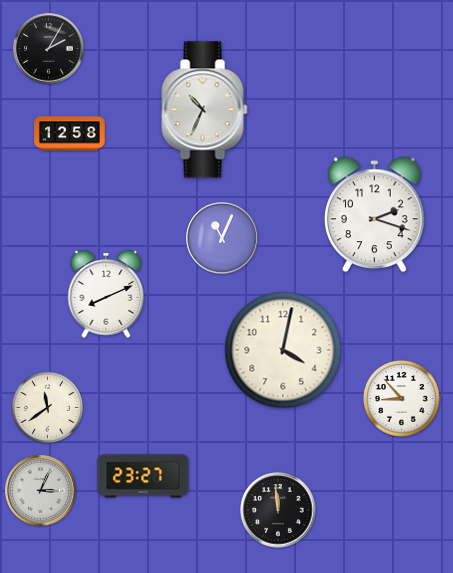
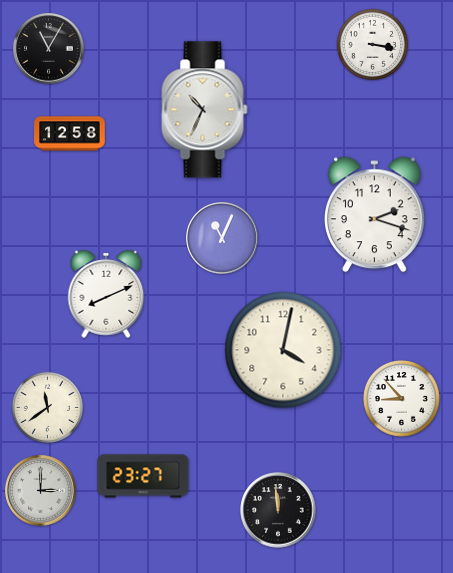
clock at (372, 44): none -> 3:17
clock at (49, 49): 2:05 -> 11:05
clock at (41, 491): 3:04 -> 3:00
